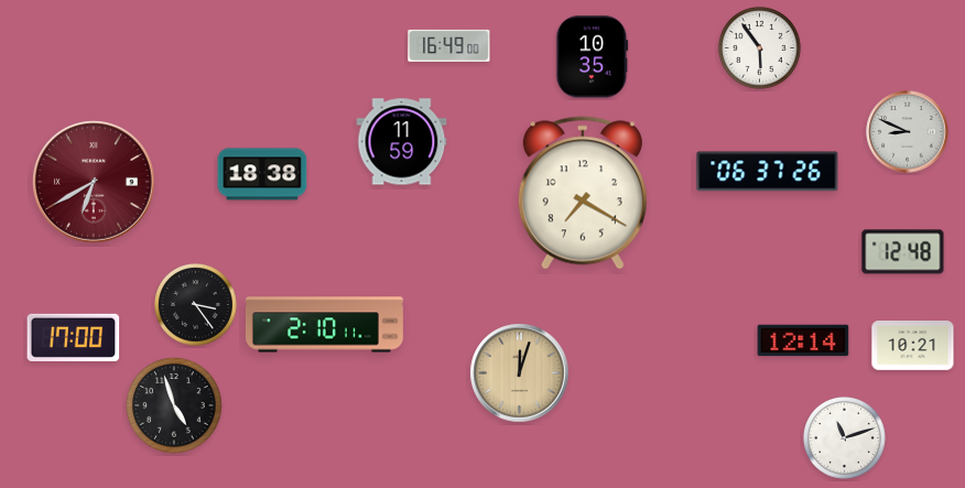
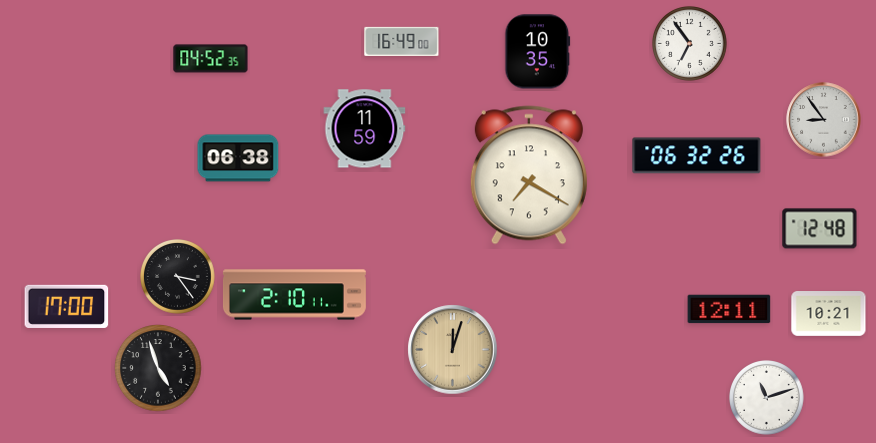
clock at (449, 45) position: (449, 45) -> (402, 41)
clock at (760, 48): 5:54 -> 6:54
clock at (211, 59): none -> 04:52
clock at (908, 132): 8:49 -> 8:54
clock at (768, 172): 06:37 -> 06:32
clock at (262, 174): 18:38 -> 06:38
clock at (95, 183): 6:40 -> none
clock at (803, 340): 12:14 -> 12:11
clock at (520, 373) position: (520, 373) -> (453, 350)
